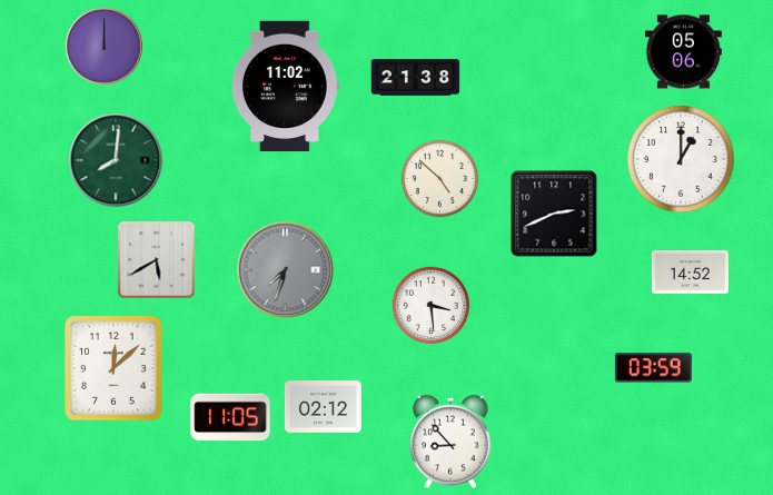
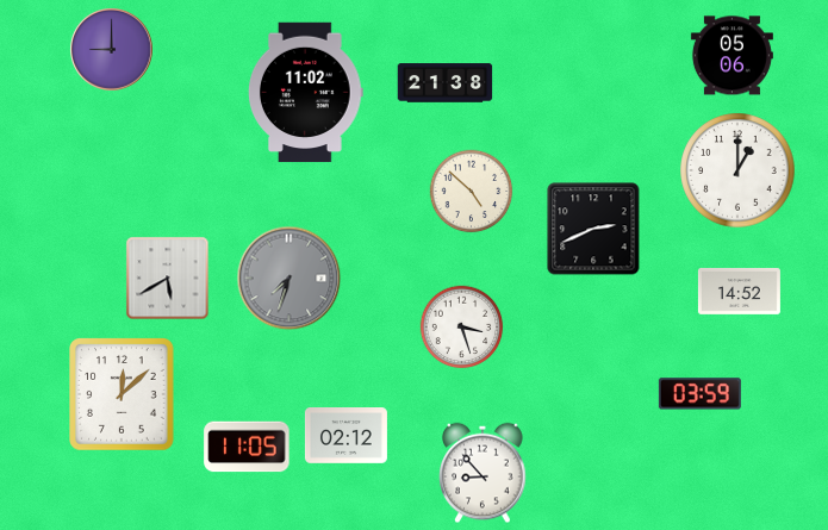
clock at (105, 47): 12:00 -> 9:00
clock at (681, 159) position: (681, 159) -> (737, 170)
clock at (116, 160): 8:01 -> none
clock at (286, 270) position: (286, 270) -> (290, 279)
clock at (432, 306): 3:29 -> 3:27
